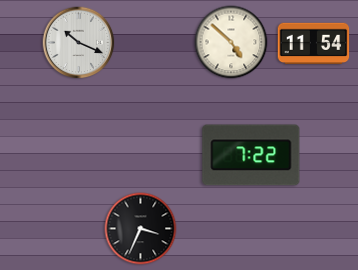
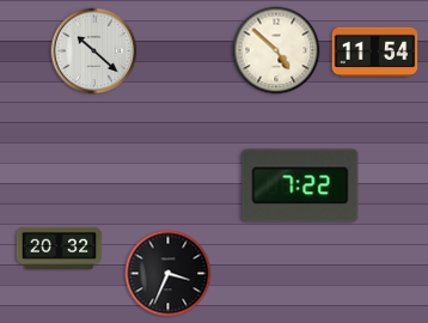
clock at (79, 43): 10:19 -> 10:22
clock at (60, 248): none -> 20:32
